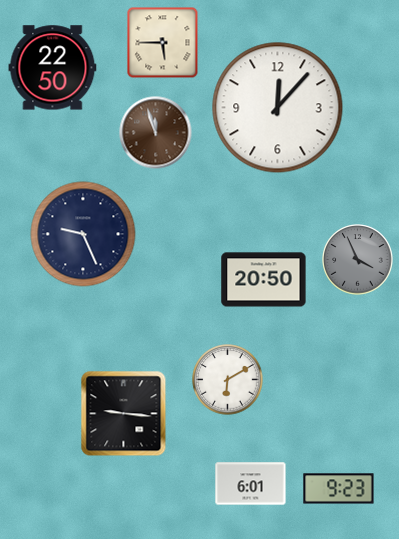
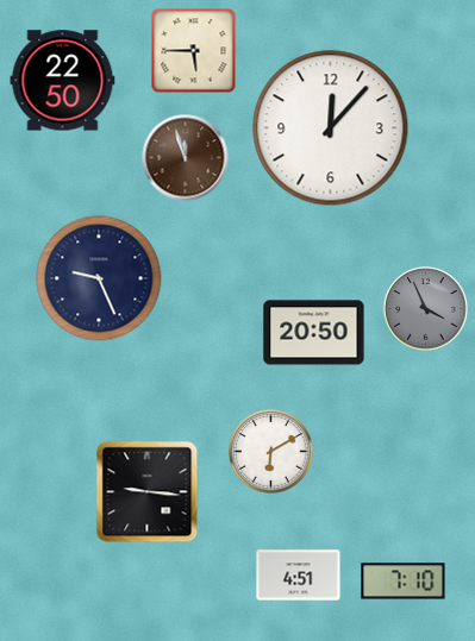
clock at (251, 484): 6:01 -> 4:51
clock at (339, 489): 9:23 -> 7:10
